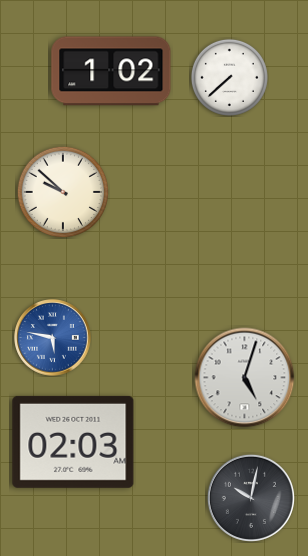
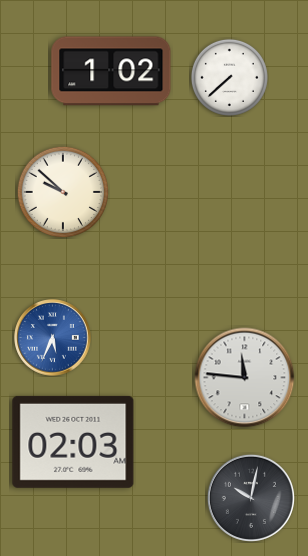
clock at (53, 338): 5:47 -> 5:34
clock at (245, 378): 5:03 -> 11:46
